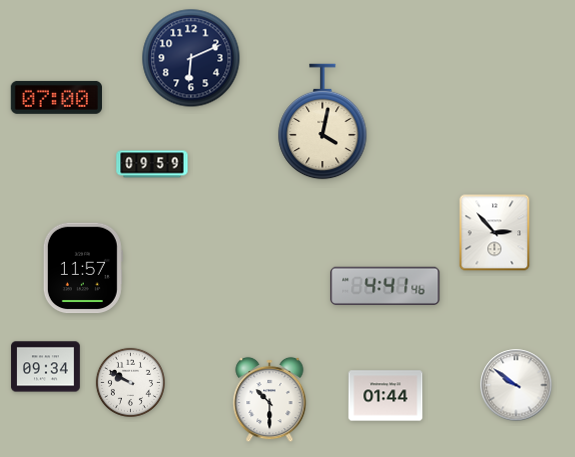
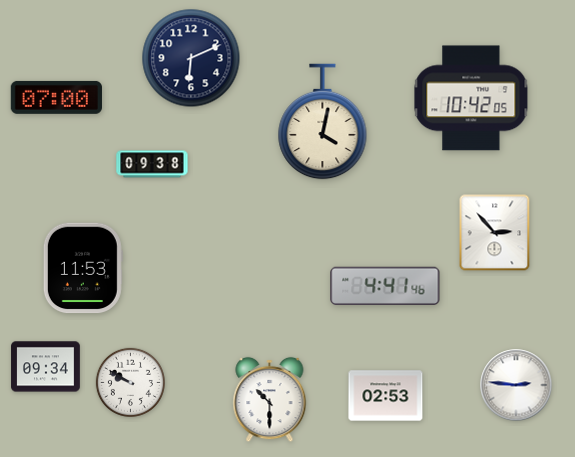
clock at (471, 98): none -> 10:42
clock at (152, 164): 09:59 -> 09:38
clock at (83, 268): 11:57 -> 11:53
clock at (516, 385): 9:51 -> 2:46
clock at (386, 396): 01:44 -> 02:53
